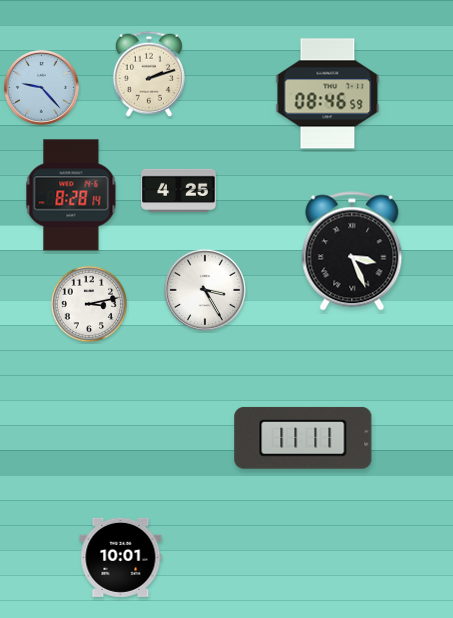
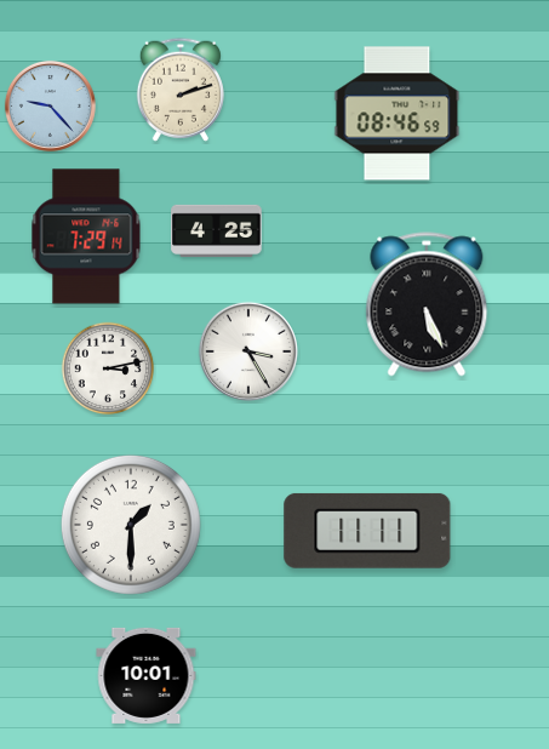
clock at (71, 195): 8:28 -> 7:29
clock at (352, 251): 3:26 -> 5:26
clock at (131, 525): none -> 1:30
